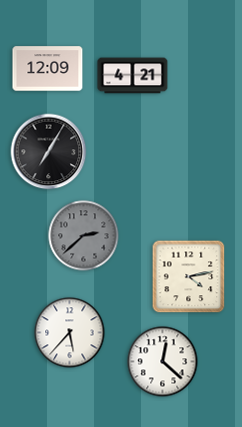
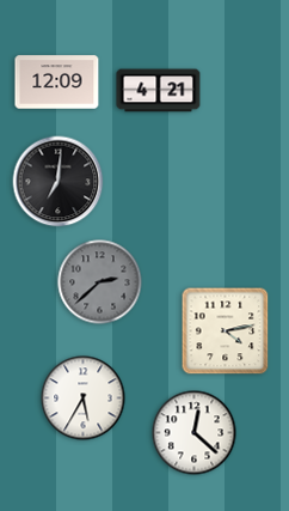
clock at (49, 152): 7:05 -> 7:01
clock at (70, 333): 5:37 -> 5:35
